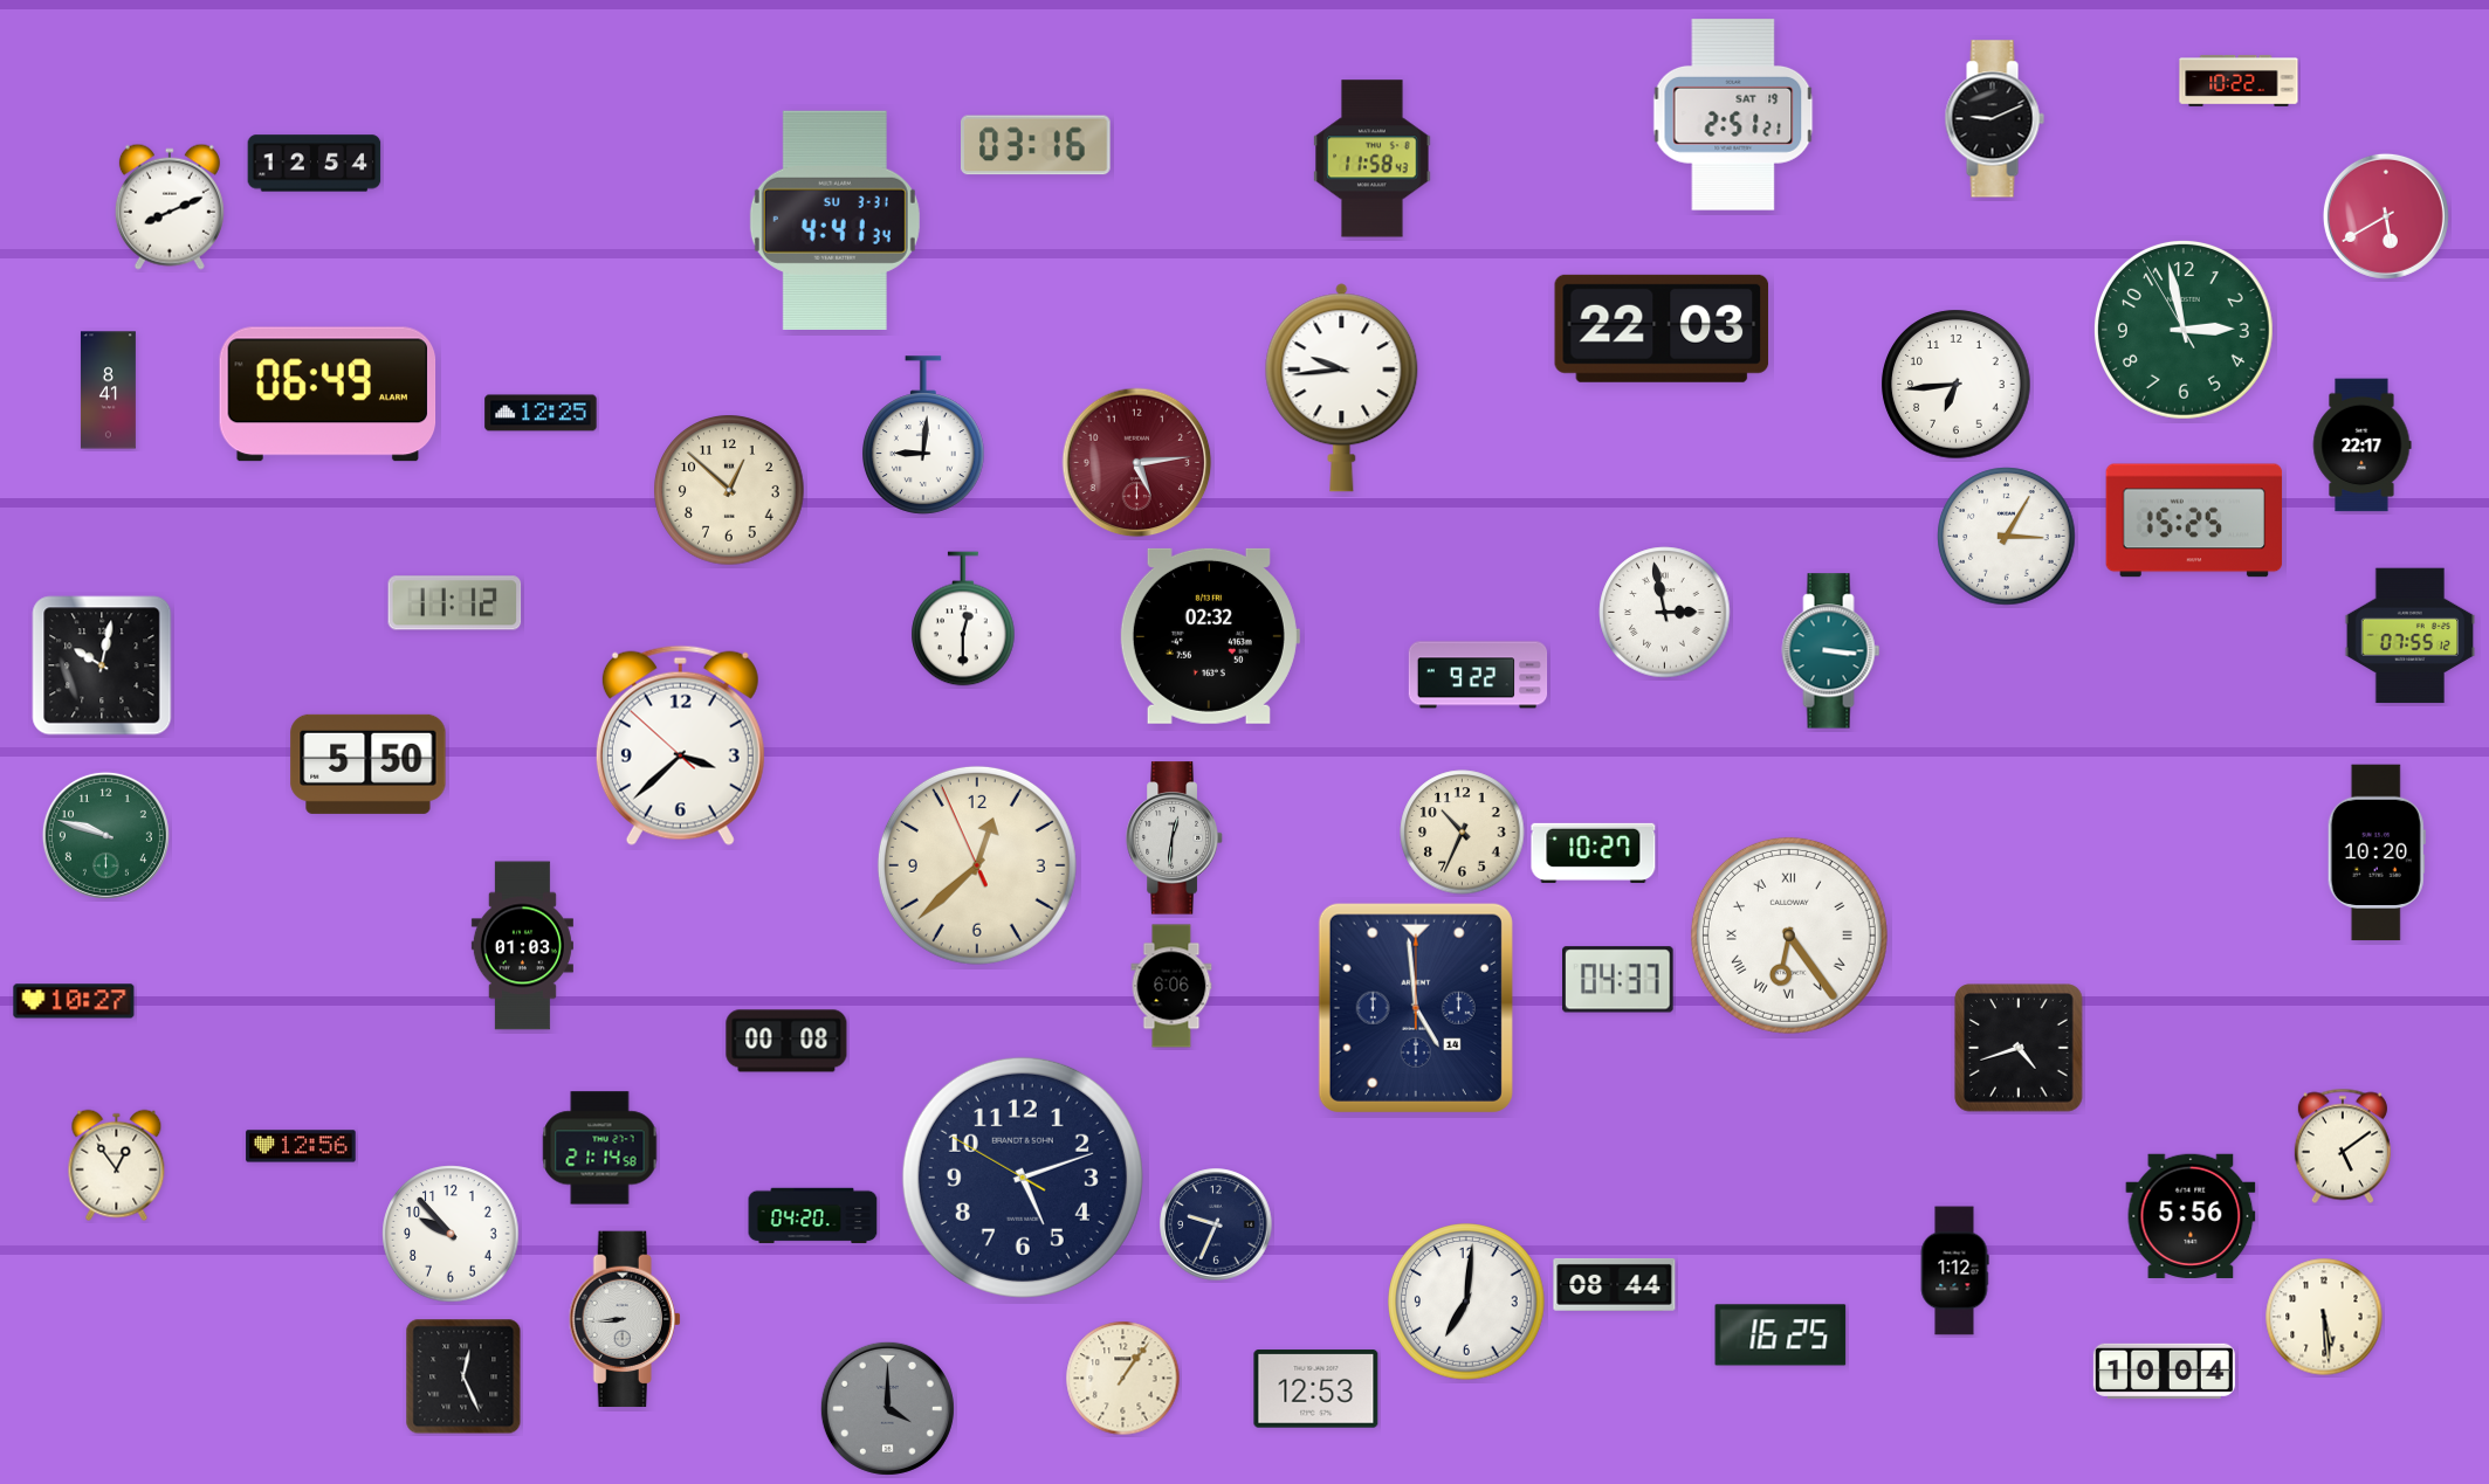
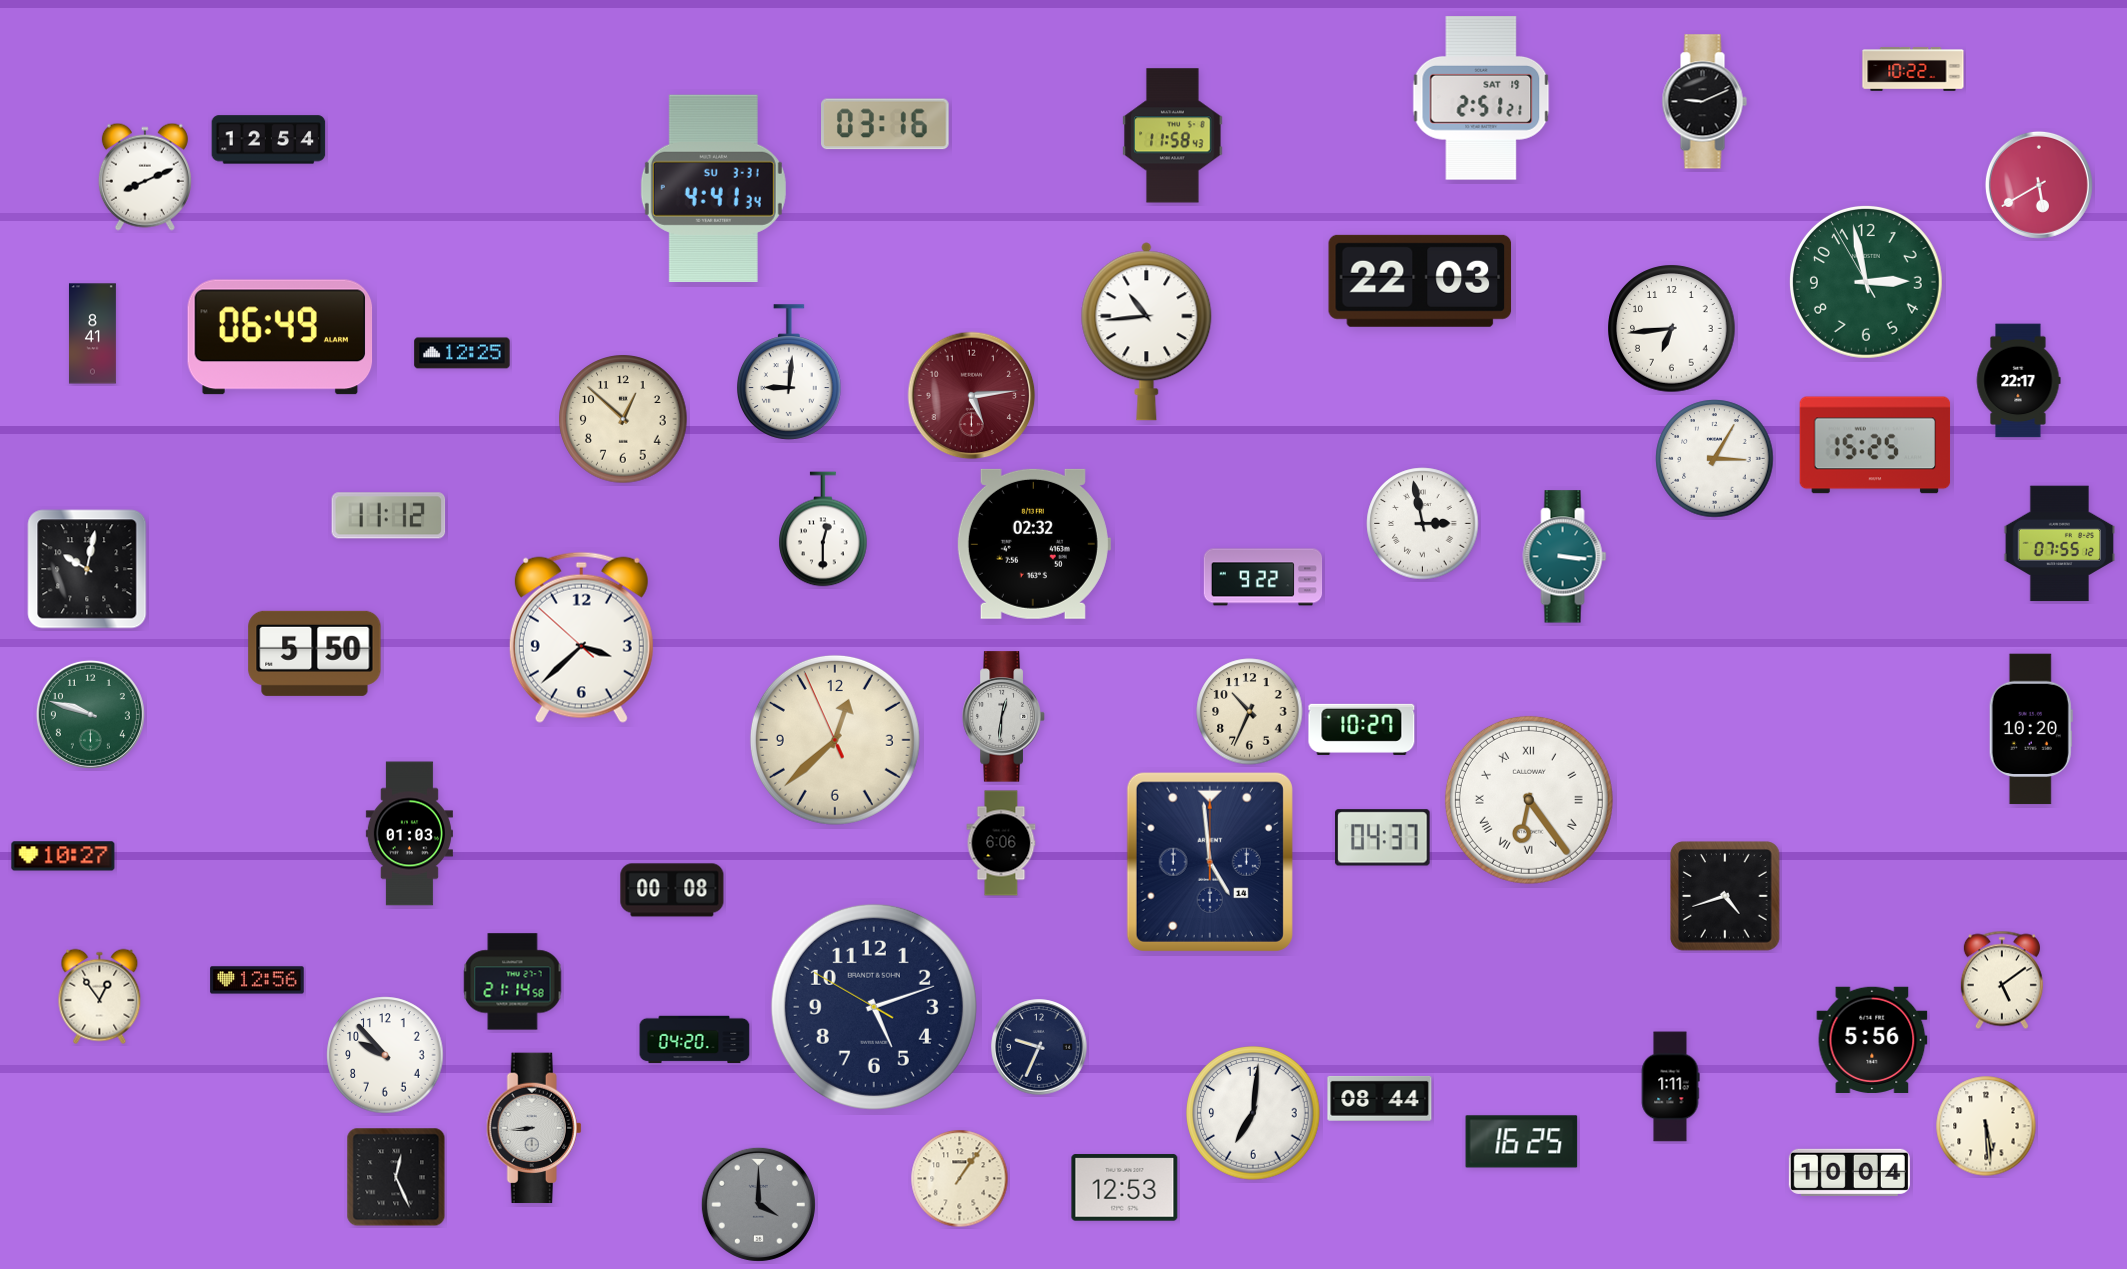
clock at (1342, 388): 9:44 -> 10:44
clock at (522, 946) position: (522, 946) -> (409, 834)
clock at (1954, 1271): 1:12 -> 1:11
